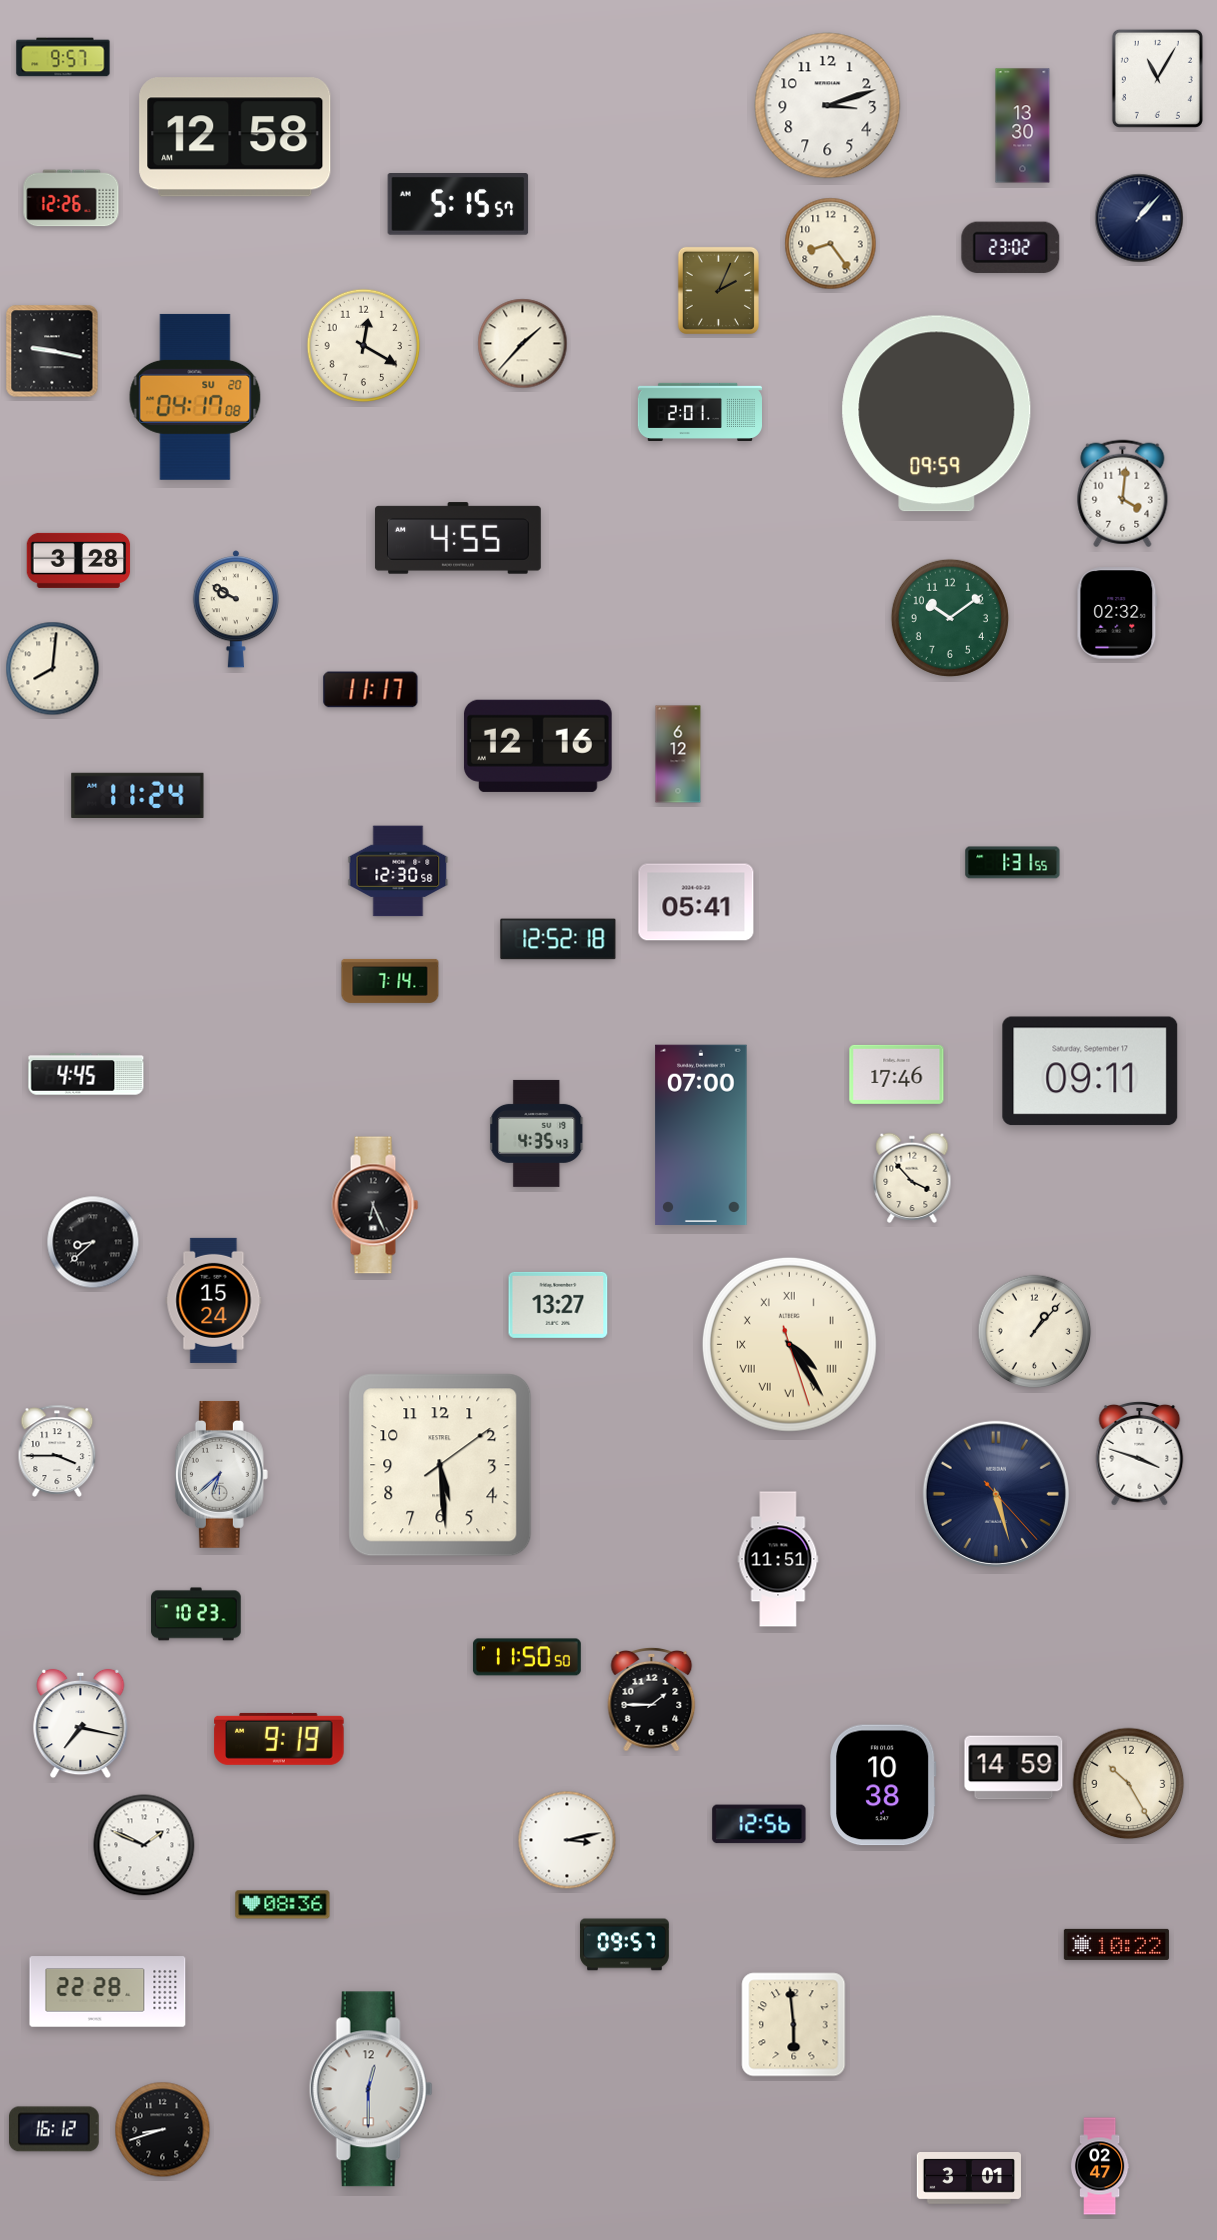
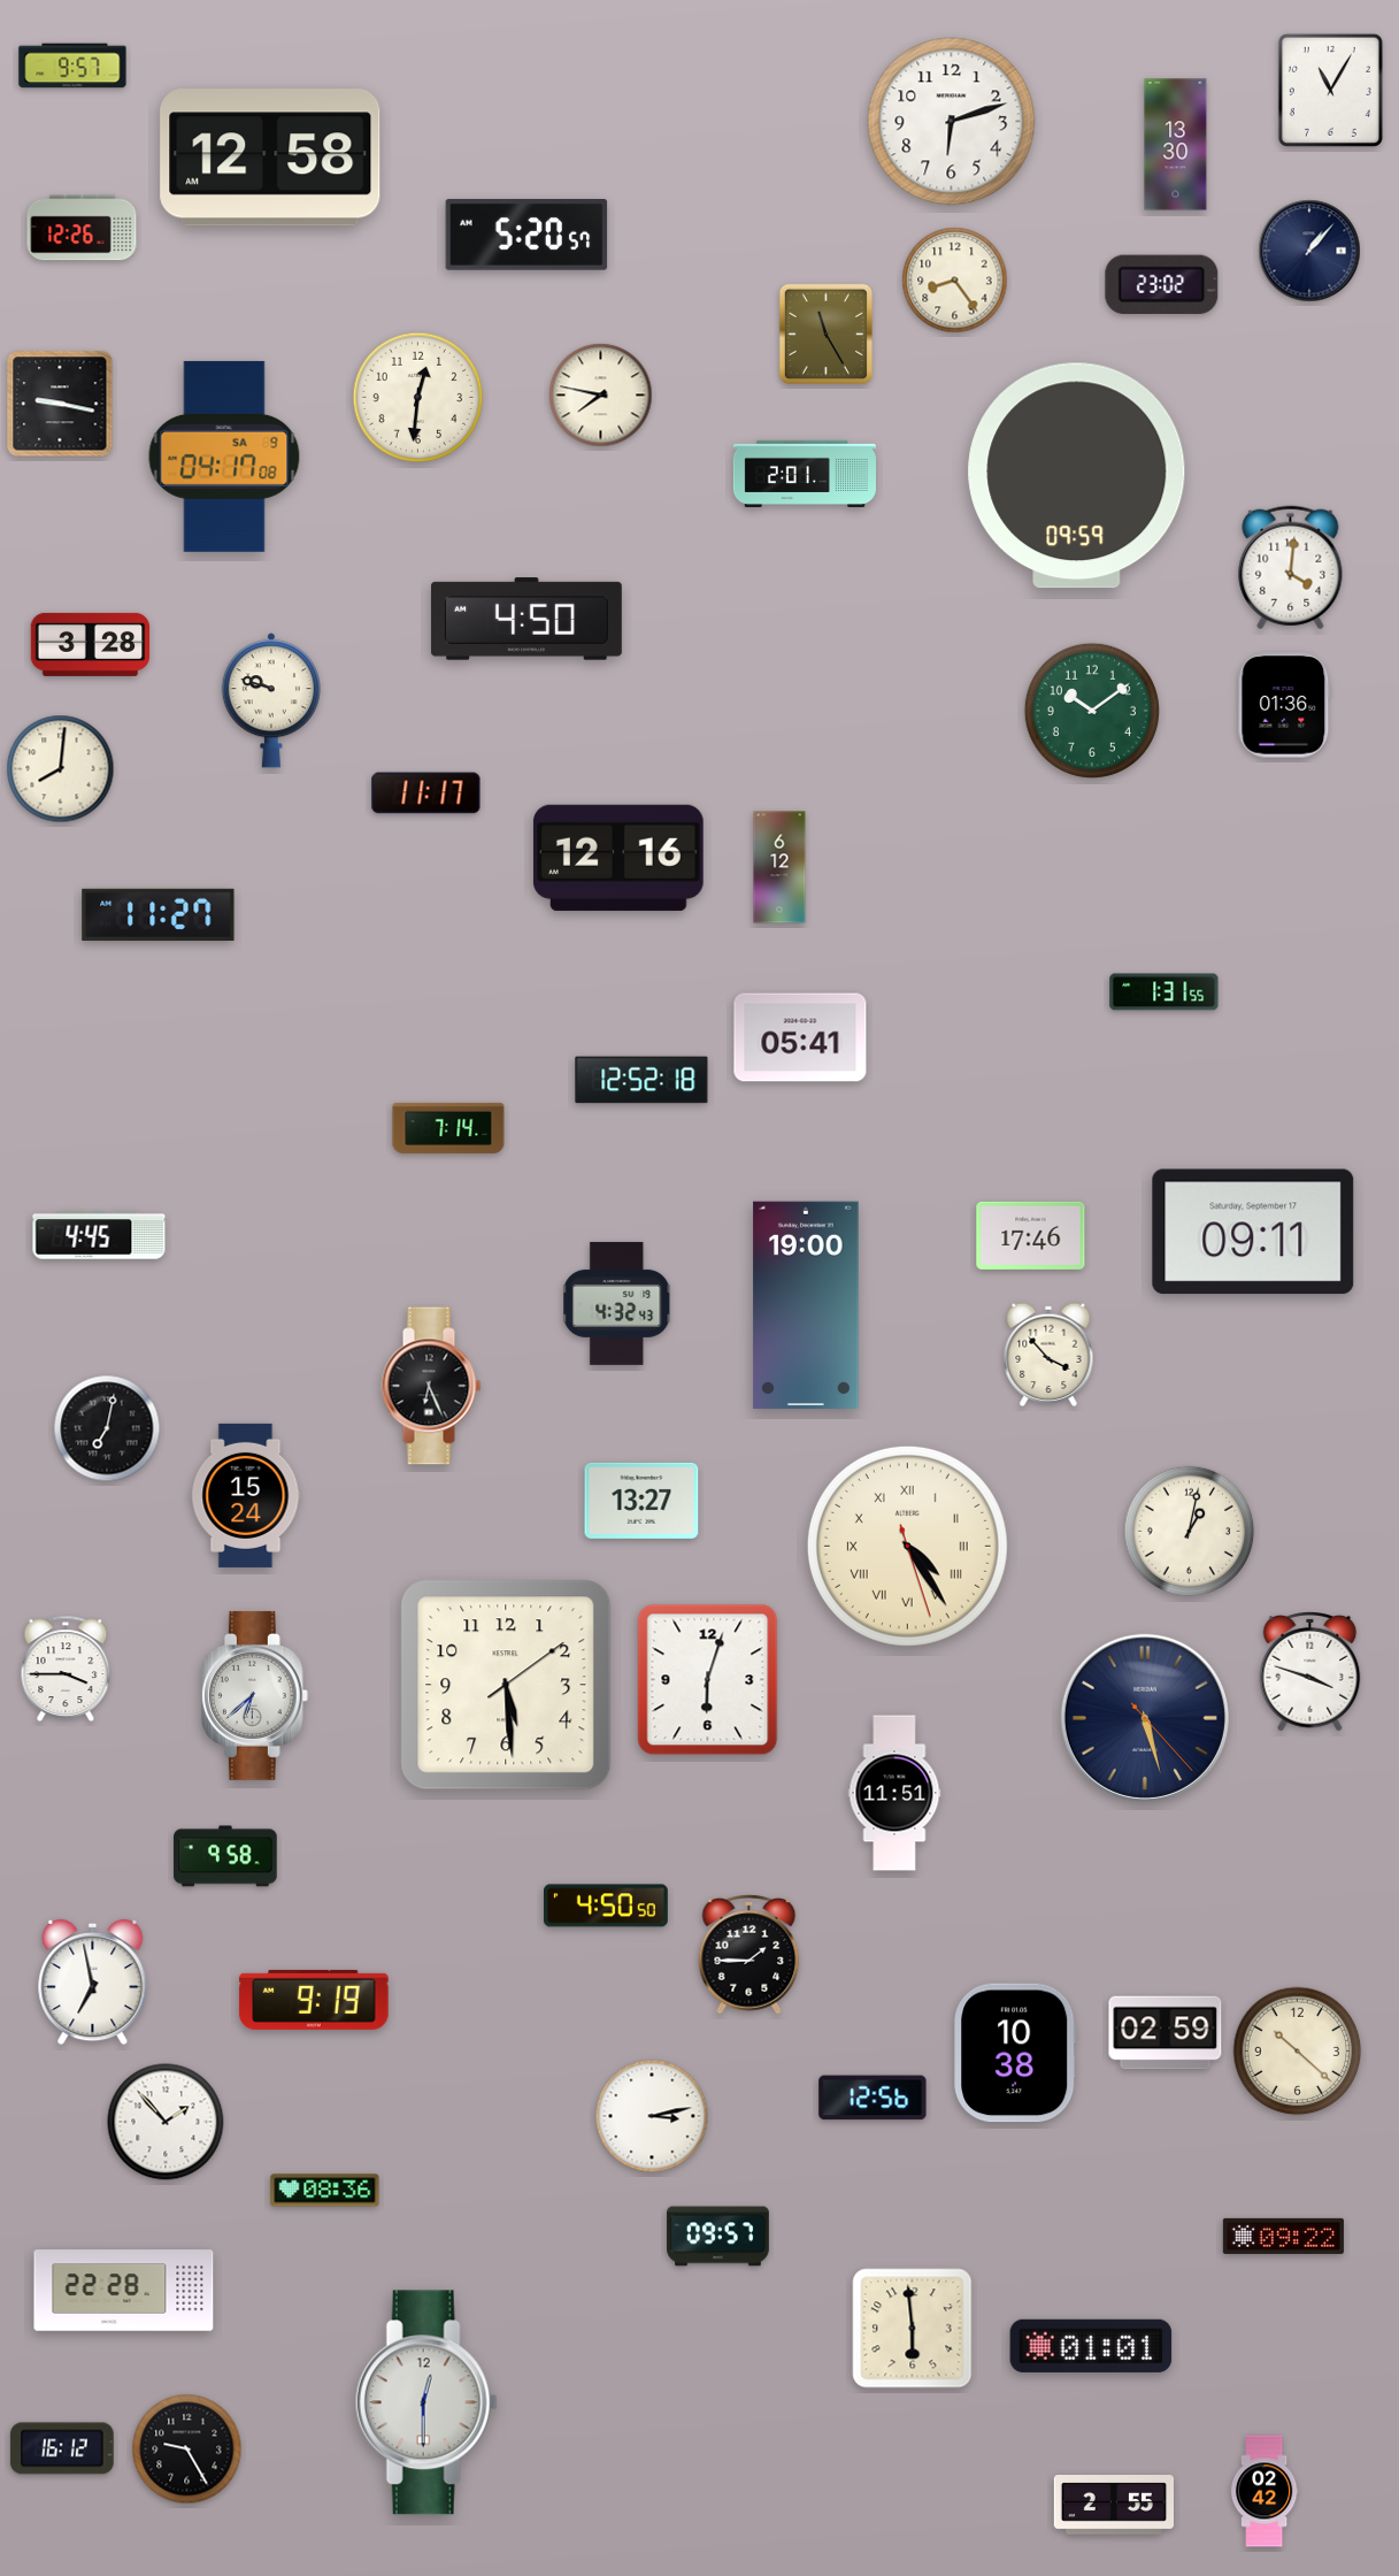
clock at (828, 106): 3:12 -> 6:12
clock at (458, 205): 5:15 -> 5:20
clock at (718, 290): 2:04 -> 11:25
clock at (523, 344): 1:37 -> 7:47
clock at (364, 346): 12:20 -> 12:31
clock at (195, 397) date: SU 20 -> SA 9
clock at (458, 538): 4:55 -> 4:50
clock at (236, 609): 9:50 -> 9:48
clock at (1117, 613): 02:32 -> 01:36
clock at (138, 795): 11:24 -> 11:27
clock at (398, 871): 12:30 -> none
clock at (537, 1133): 4:35 -> 4:32
clock at (701, 1134): 07:00 -> 19:00
clock at (93, 1242): 8:38 -> 7:02
clock at (1035, 1332): 1:07 -> 1:02
clock at (708, 1680): none -> 6:03
clock at (196, 1614): 10:23 -> 9:58
clock at (527, 1657): 11:50 -> 4:50
clock at (81, 1724): 7:17 -> 6:58
clock at (279, 1739) position: (279, 1739) -> (314, 2000)
clock at (1014, 1768): 14:59 -> 02:59
clock at (1129, 1784): 10:25 -> 10:22
clock at (144, 1845): 1:49 -> 1:53
clock at (1116, 1944): 10:22 -> 09:22
clock at (1091, 2346): none -> 01:01
clock at (163, 2130): 8:42 -> 9:25
clock at (1100, 2166): 02:47 -> 02:42
clock at (968, 2179): 3:01 -> 2:55
